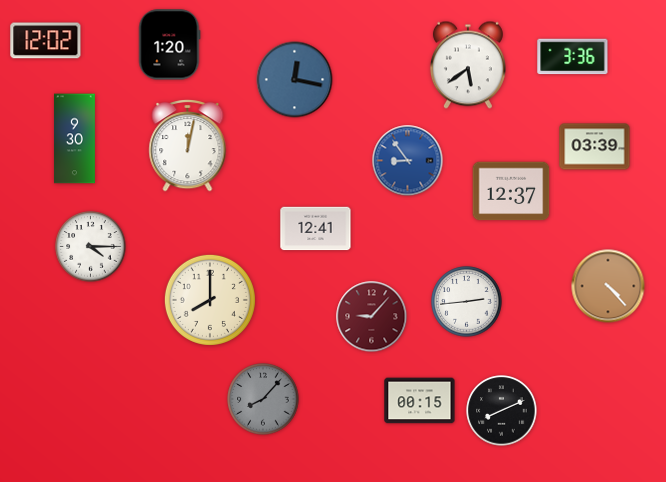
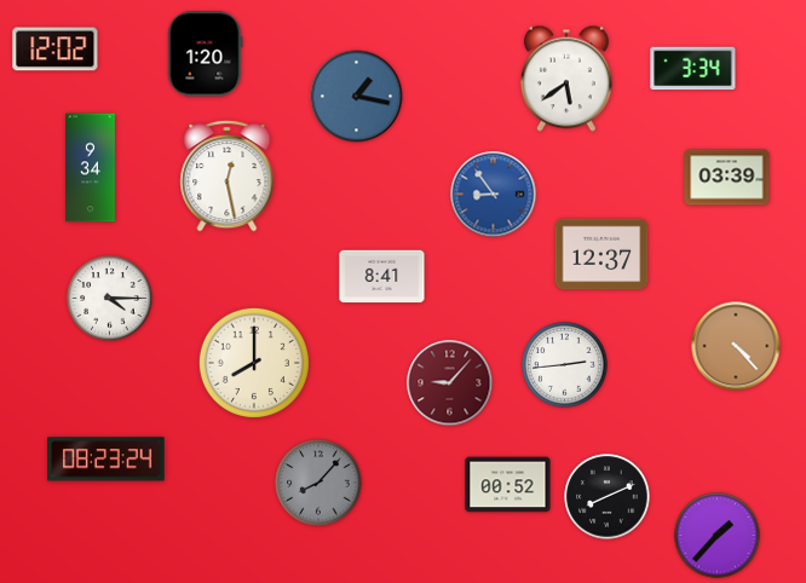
clock at (573, 57): 3:36 -> 3:34
clock at (295, 80): 12:17 -> 1:17
clock at (74, 139): 9:30 -> 9:34
clock at (188, 145): 12:02 -> 12:28
clock at (595, 147) position: (595, 147) -> (727, 178)
clock at (511, 191) position: (511, 191) -> (601, 254)
clock at (316, 229): 12:41 -> 8:41
clock at (106, 460): none -> 08:23
clock at (420, 401): 00:15 -> 00:52
clock at (718, 536): none -> 1:37
